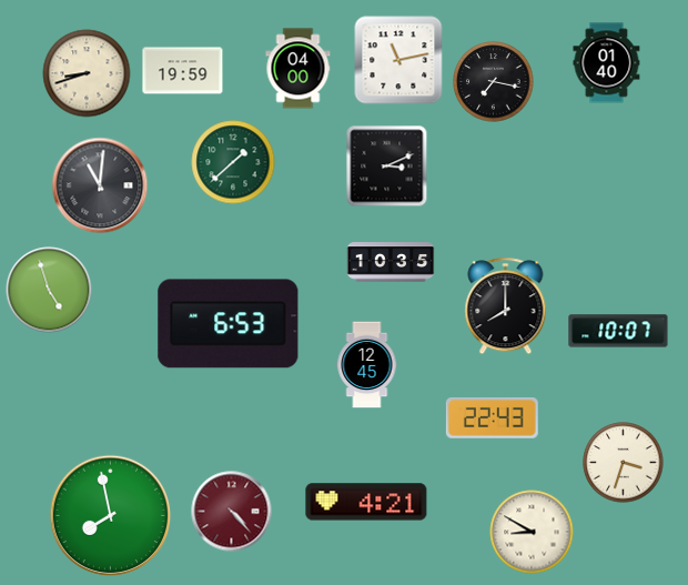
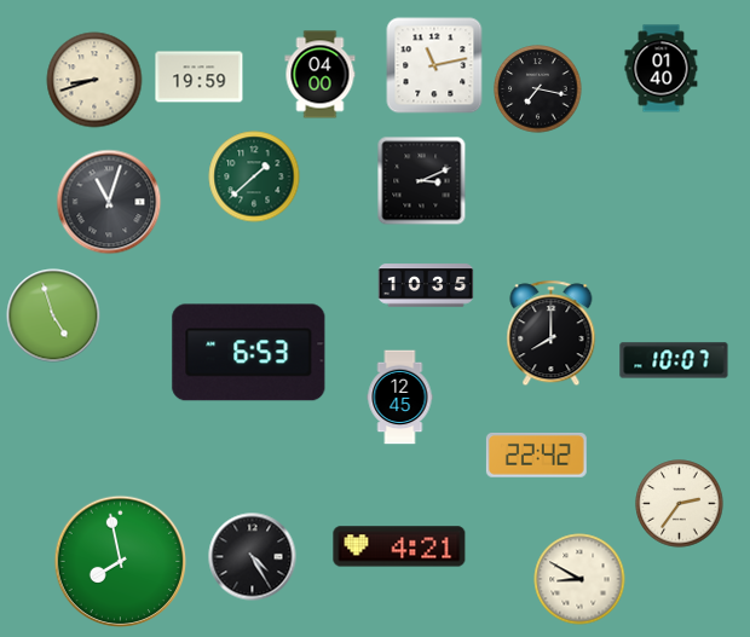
clock at (299, 69) position: (299, 69) -> (321, 75)
clock at (100, 185): 11:01 -> 11:03
clock at (492, 418): 22:43 -> 22:42
clock at (624, 463): 3:33 -> 2:36
clock at (232, 512): 4:23 -> 4:25
clock at (232, 512) dial: burgundy -> black
